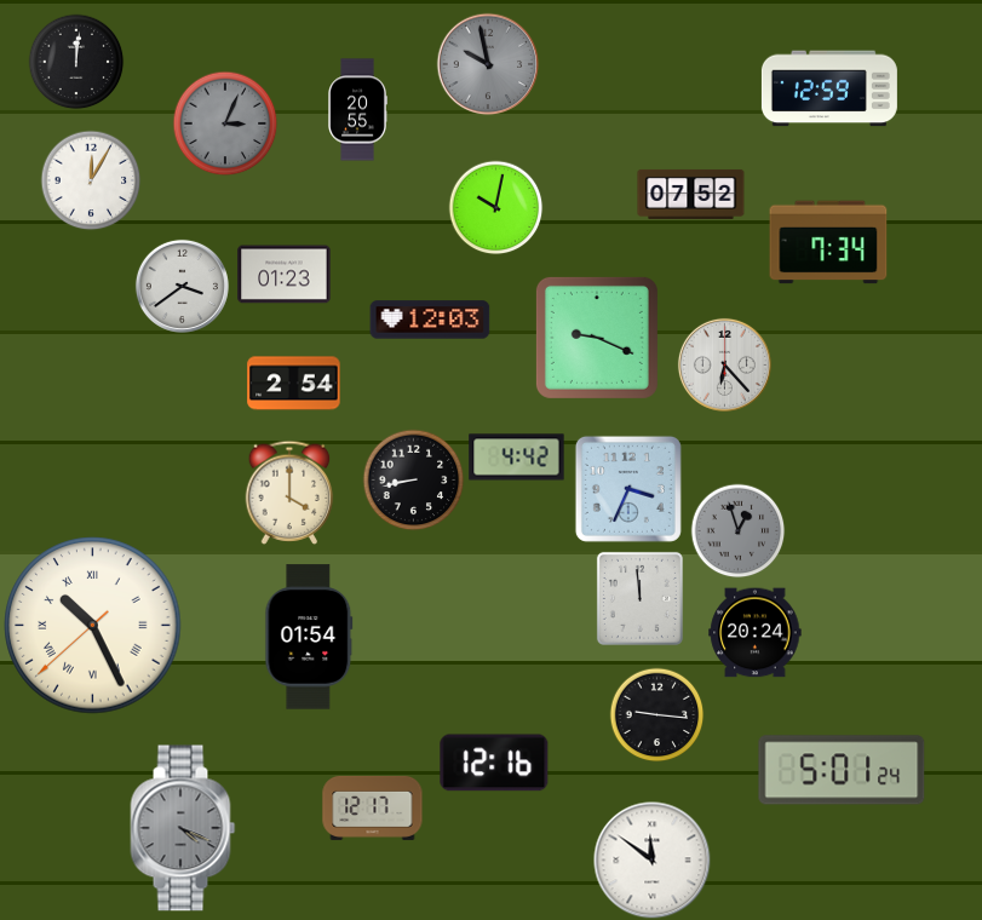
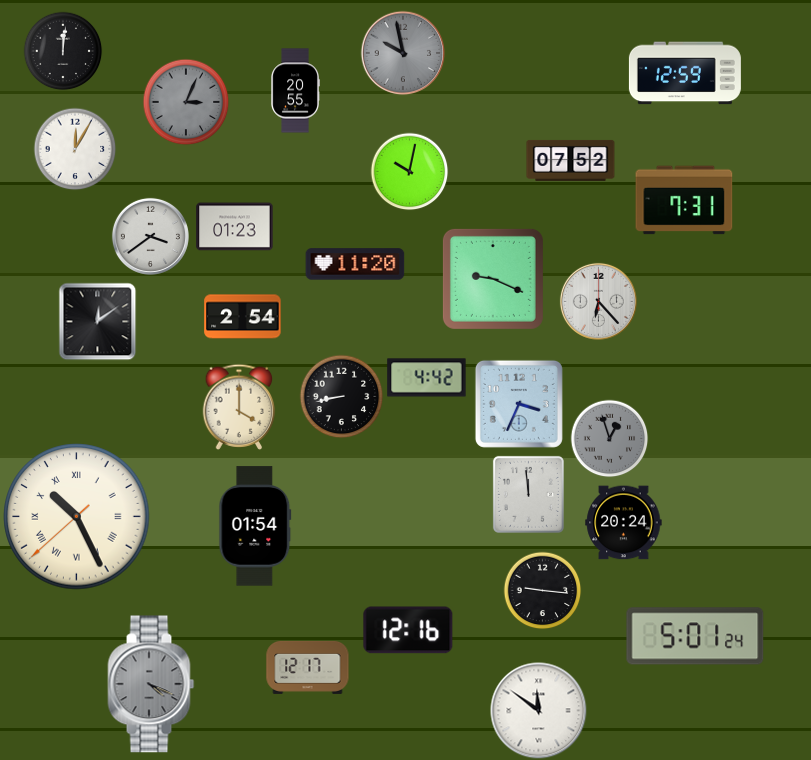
clock at (828, 242): 7:34 -> 7:31
clock at (430, 320): 12:03 -> 11:20
clock at (97, 321): none -> 12:09
